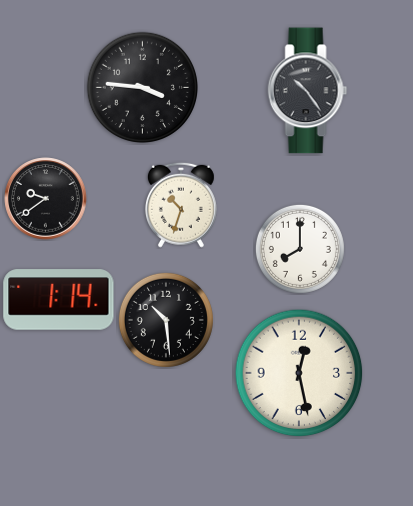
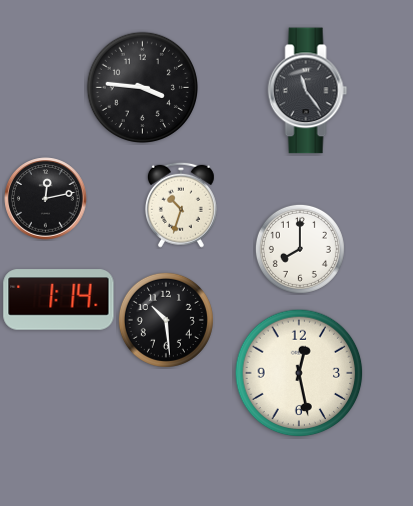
clock at (308, 91): 10:24 -> 11:24
clock at (46, 199): 9:39 -> 12:13
